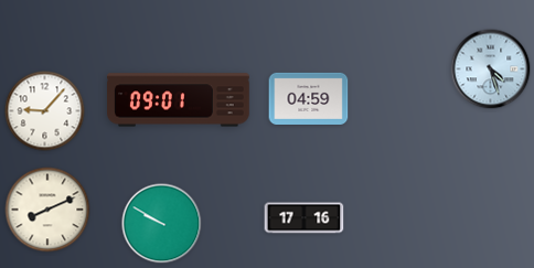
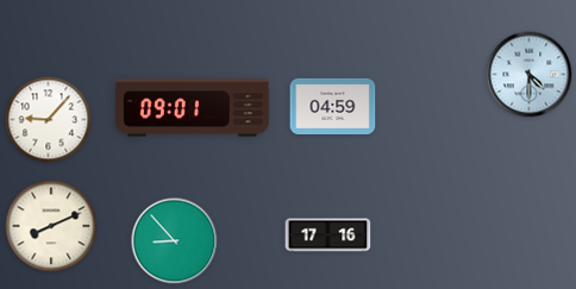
clock at (491, 69): 4:27 -> 4:30
clock at (162, 224): 9:50 -> 8:53
